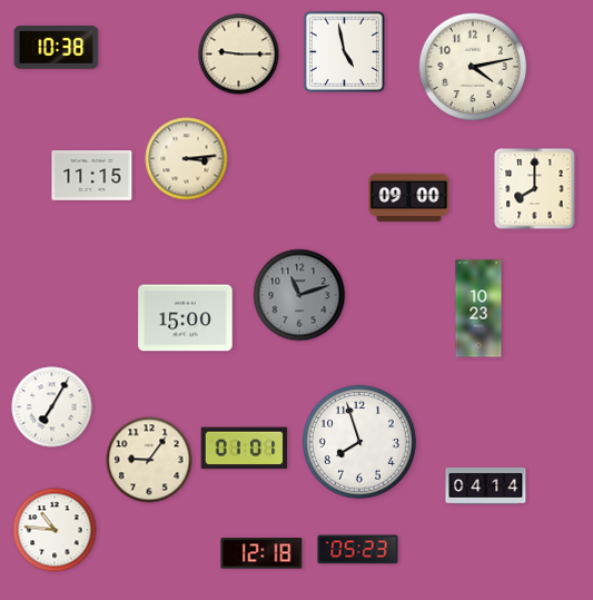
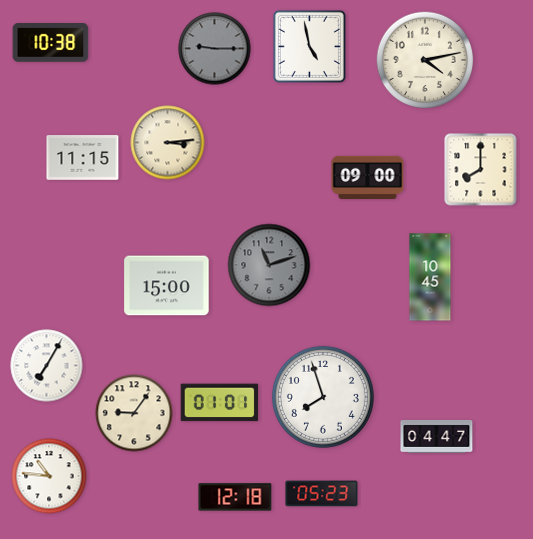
clock at (239, 55) dial: cream -> grey
clock at (478, 308): 10:23 -> 10:45
clock at (486, 485): 04:14 -> 04:47
